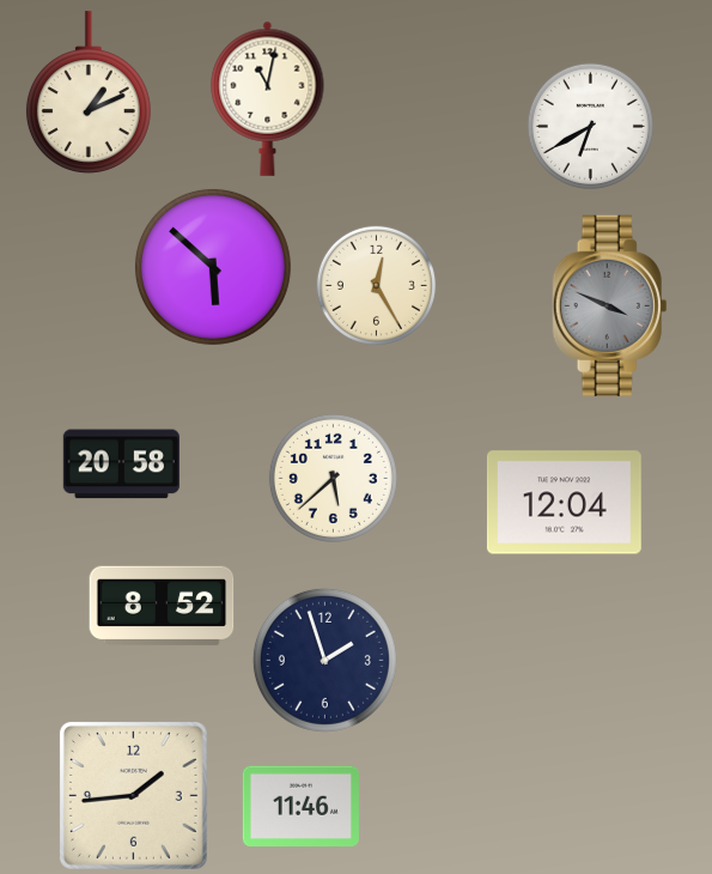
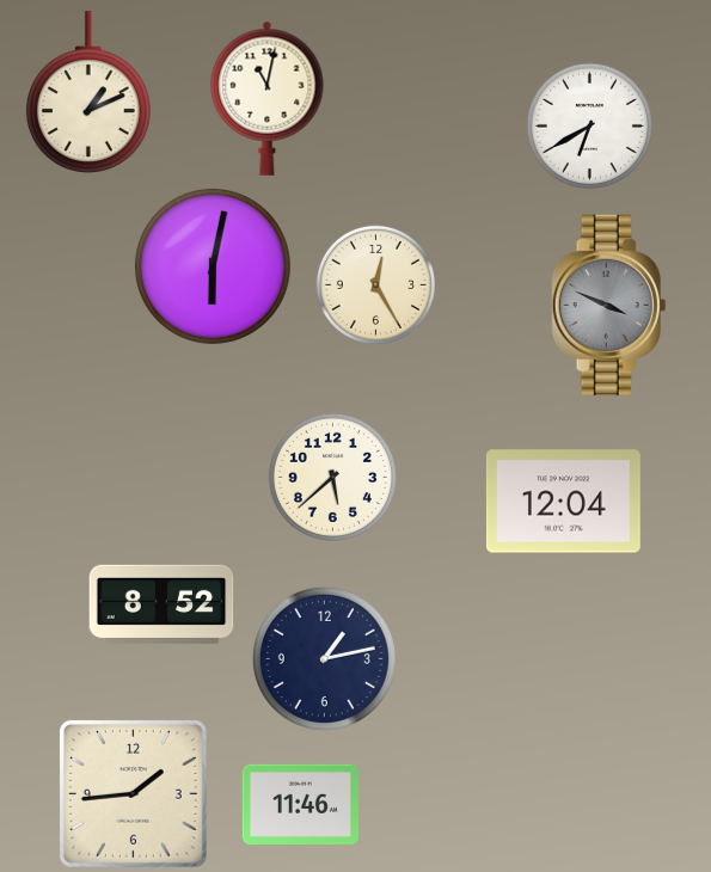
clock at (213, 267): 5:52 -> 6:02
clock at (121, 465): 20:58 -> none
clock at (324, 660): 1:57 -> 1:13
